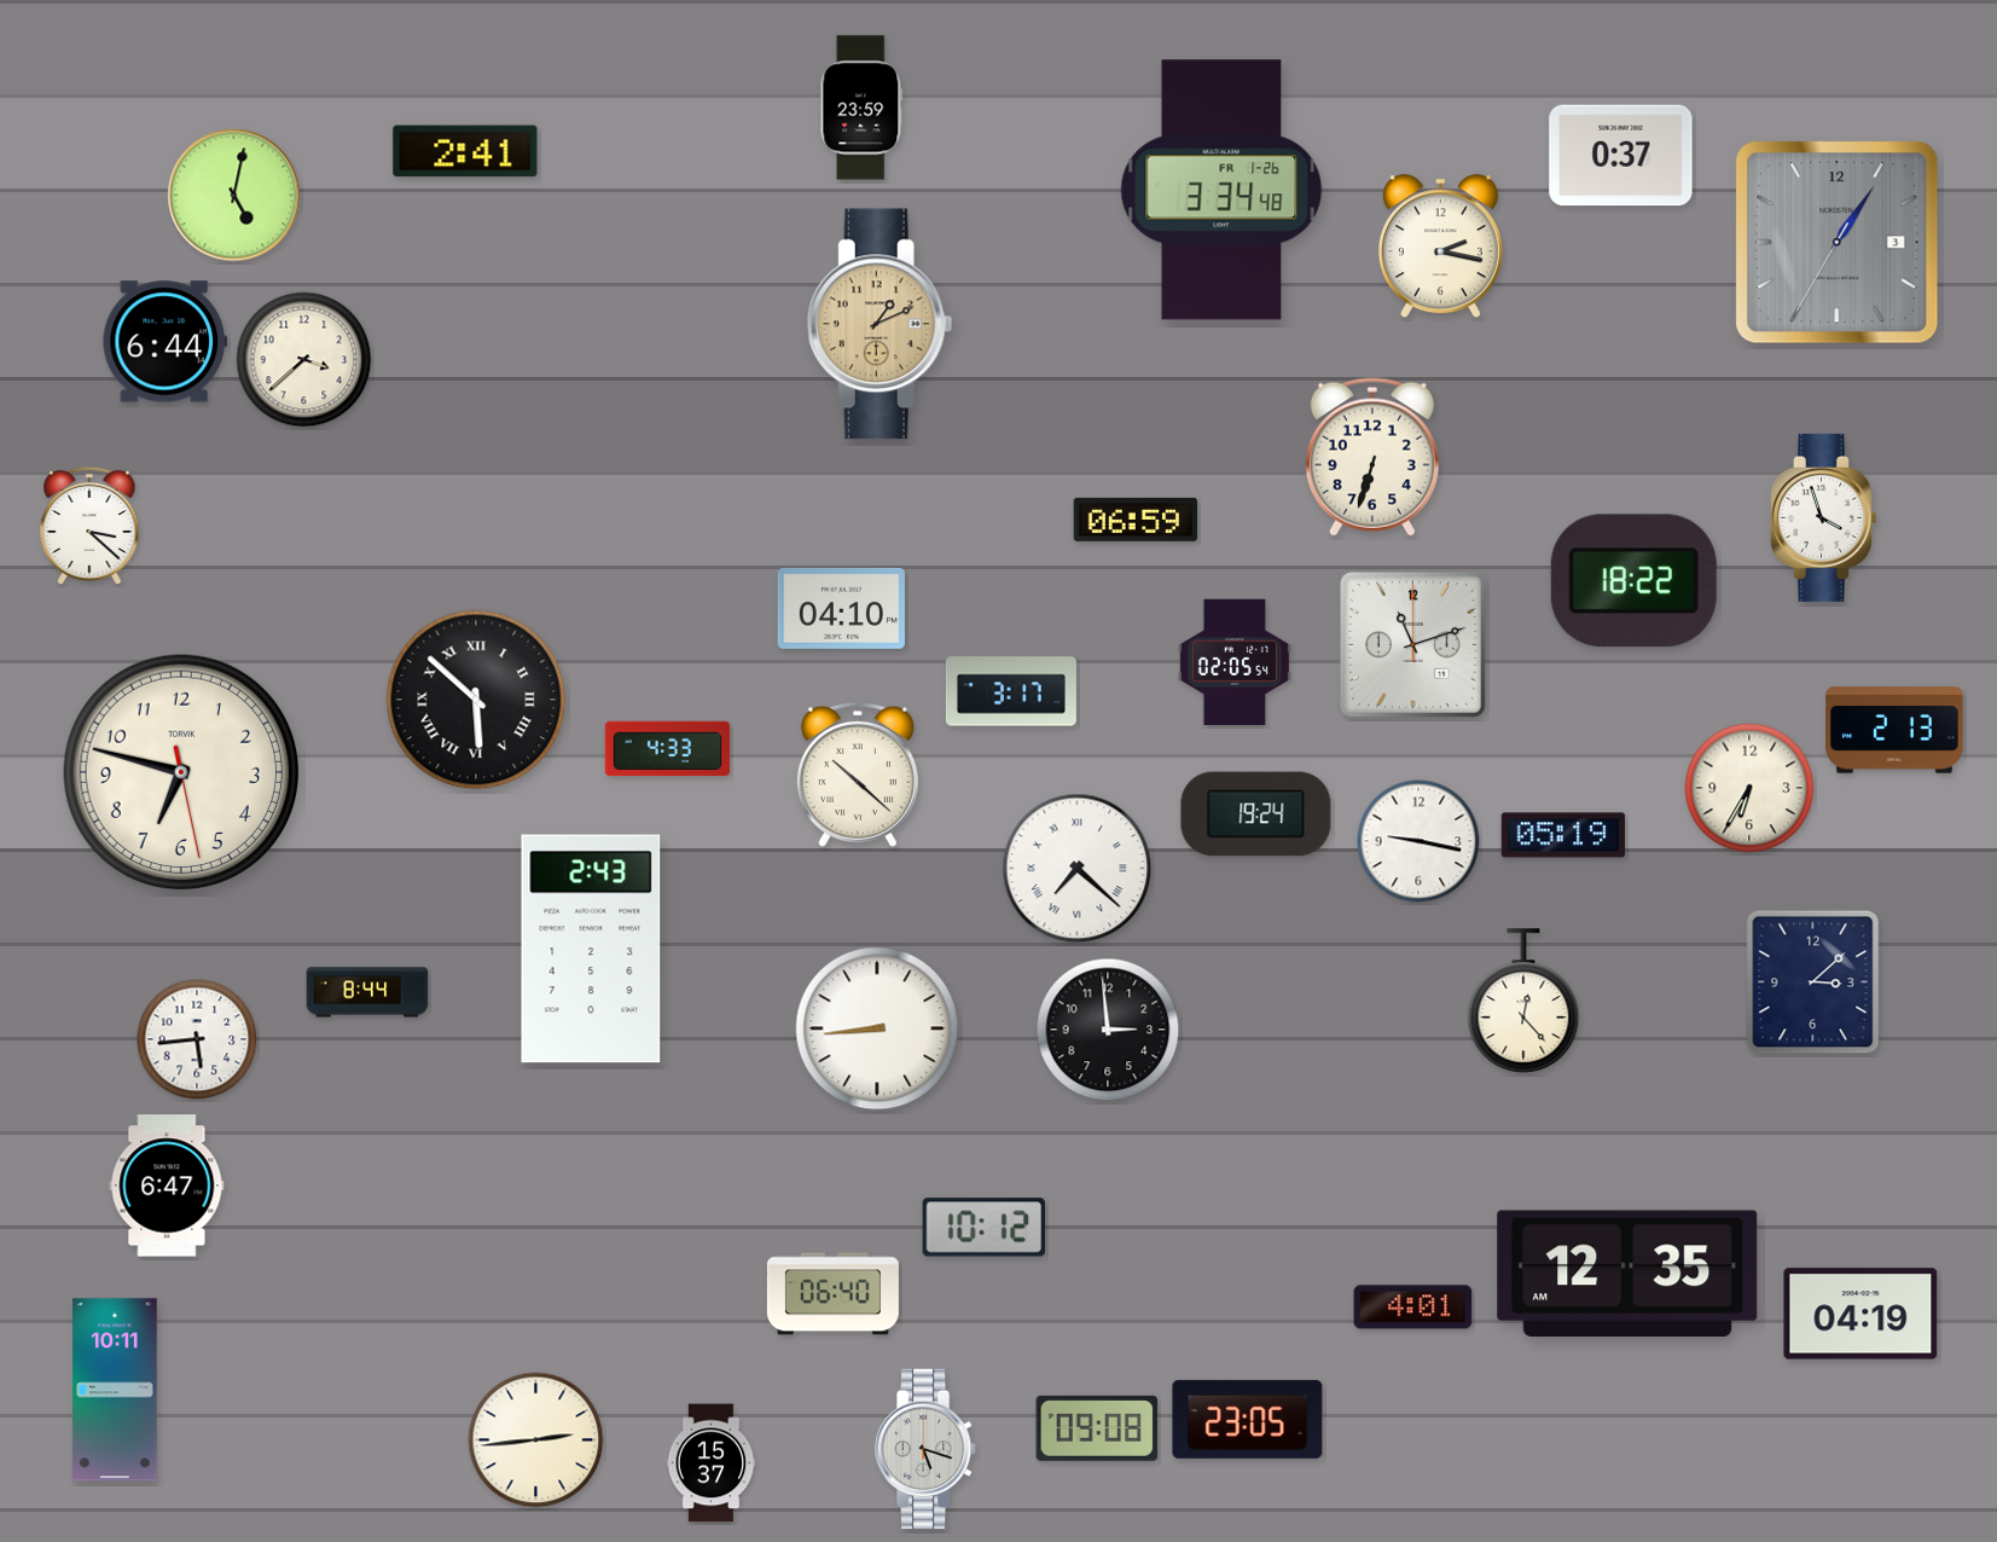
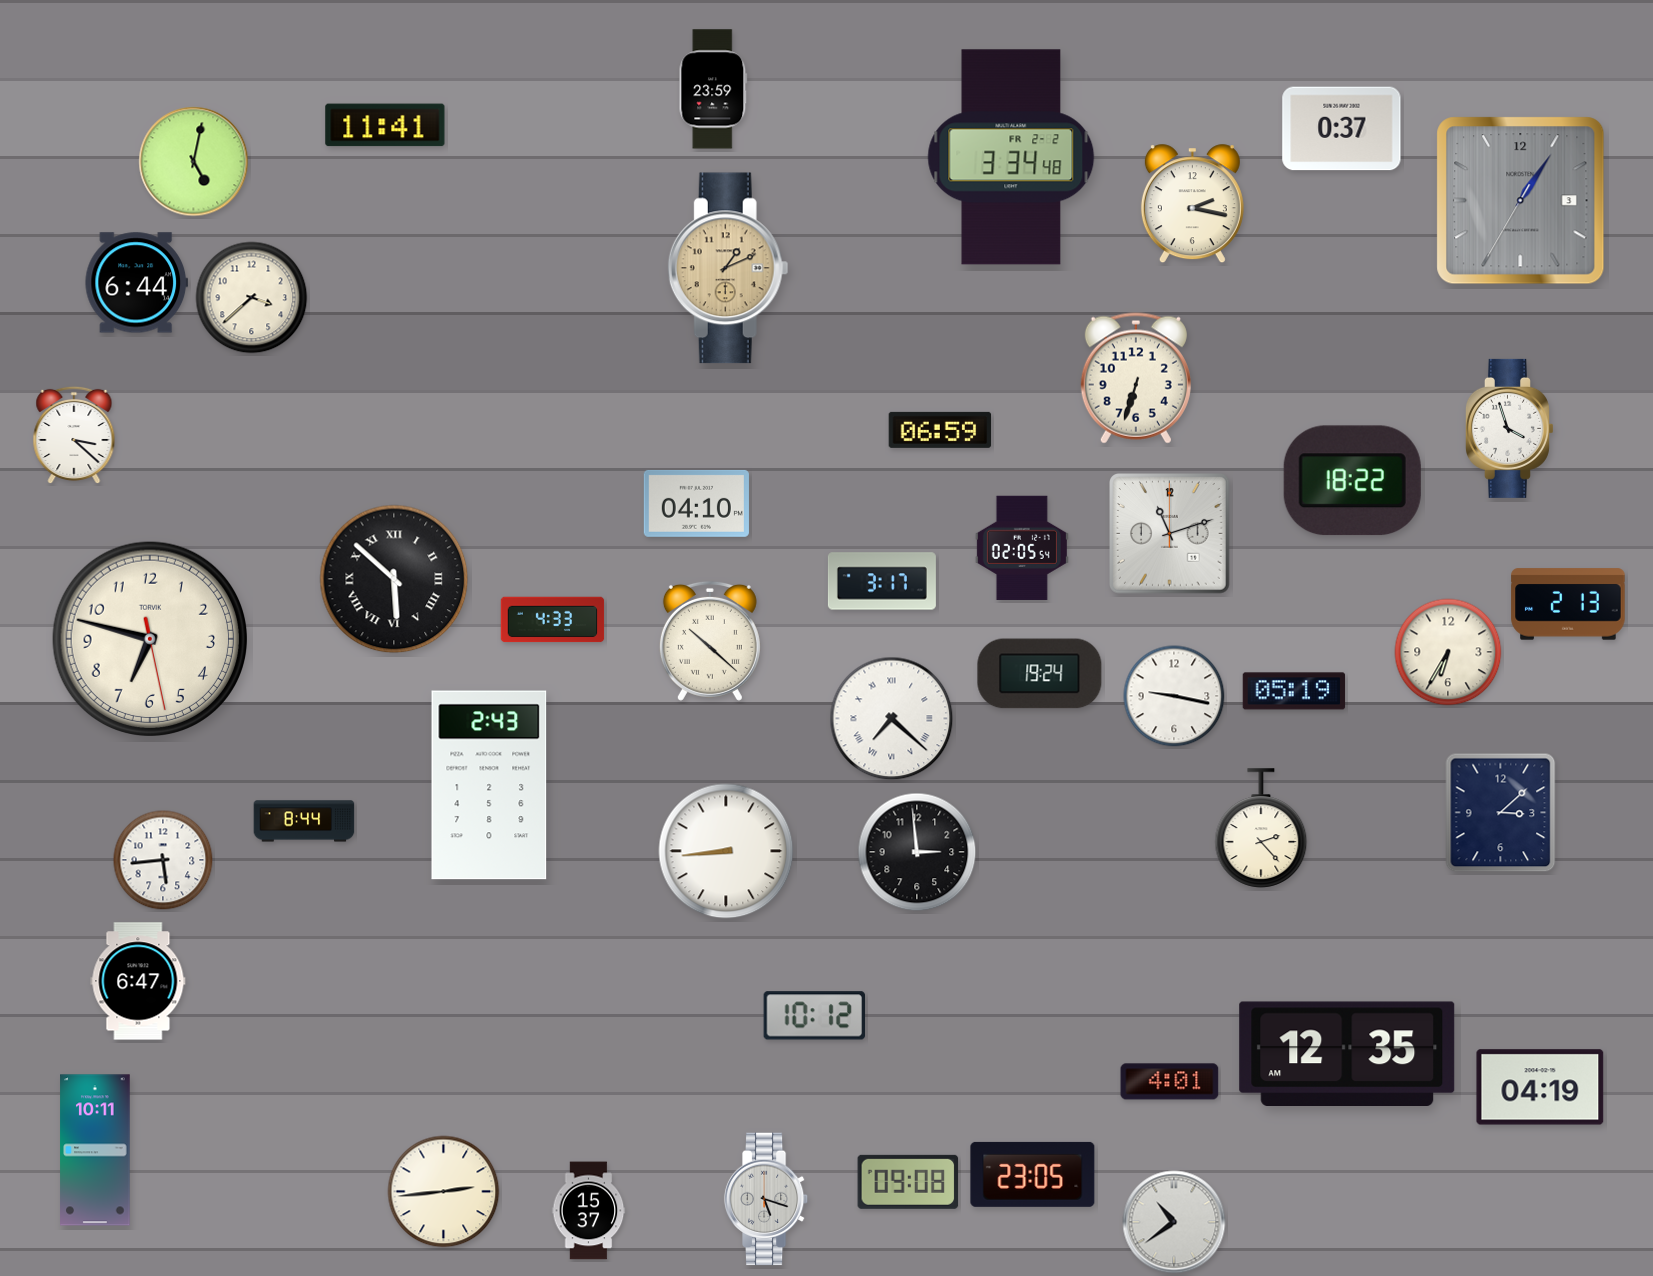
clock at (465, 151): 2:41 -> 11:41
clock at (1221, 190) date: FR 1-26 -> FR 2-2
clock at (1011, 691) position: (1011, 691) -> (882, 581)
clock at (1523, 1001): 12:23 -> 2:23
clock at (832, 1294): 06:40 -> none
clock at (1174, 1222): none -> 10:39
